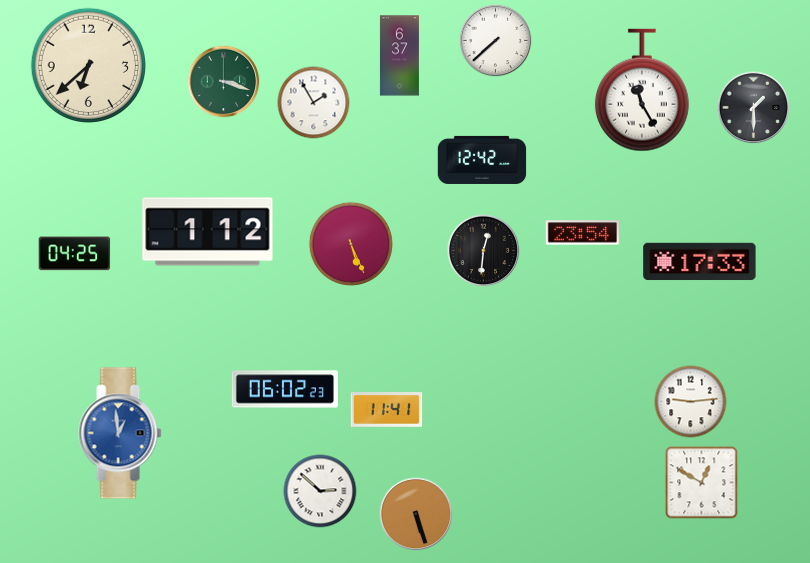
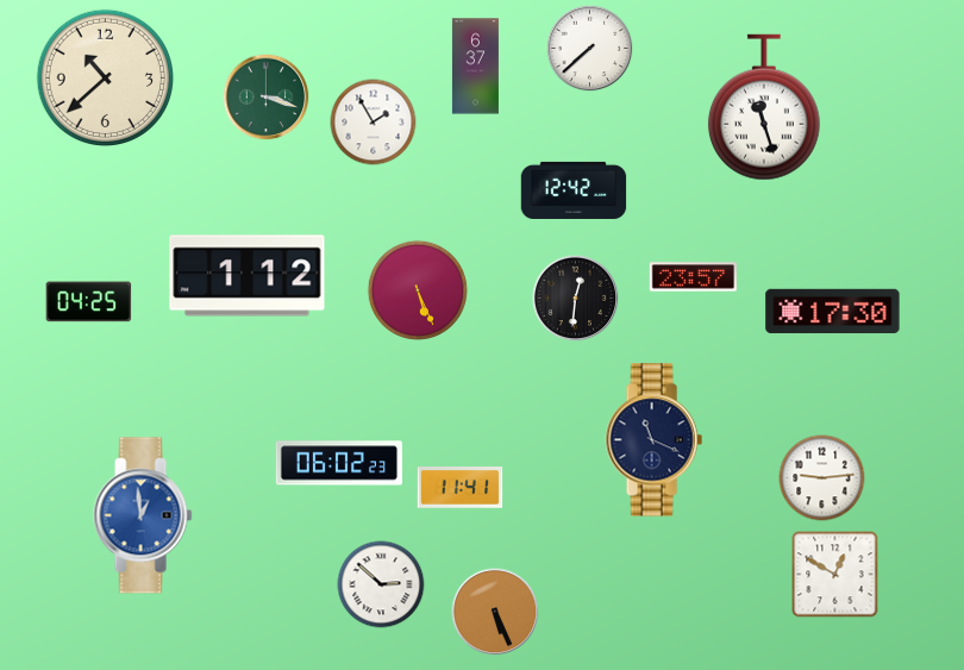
clock at (89, 66): 6:38 -> 10:38
clock at (642, 90): 11:25 -> 11:27
clock at (754, 108): 1:30 -> none
clock at (582, 233): 23:54 -> 23:57
clock at (700, 262): 17:33 -> 17:30
clock at (653, 440): none -> 11:19
clock at (416, 514): 5:27 -> 5:26
